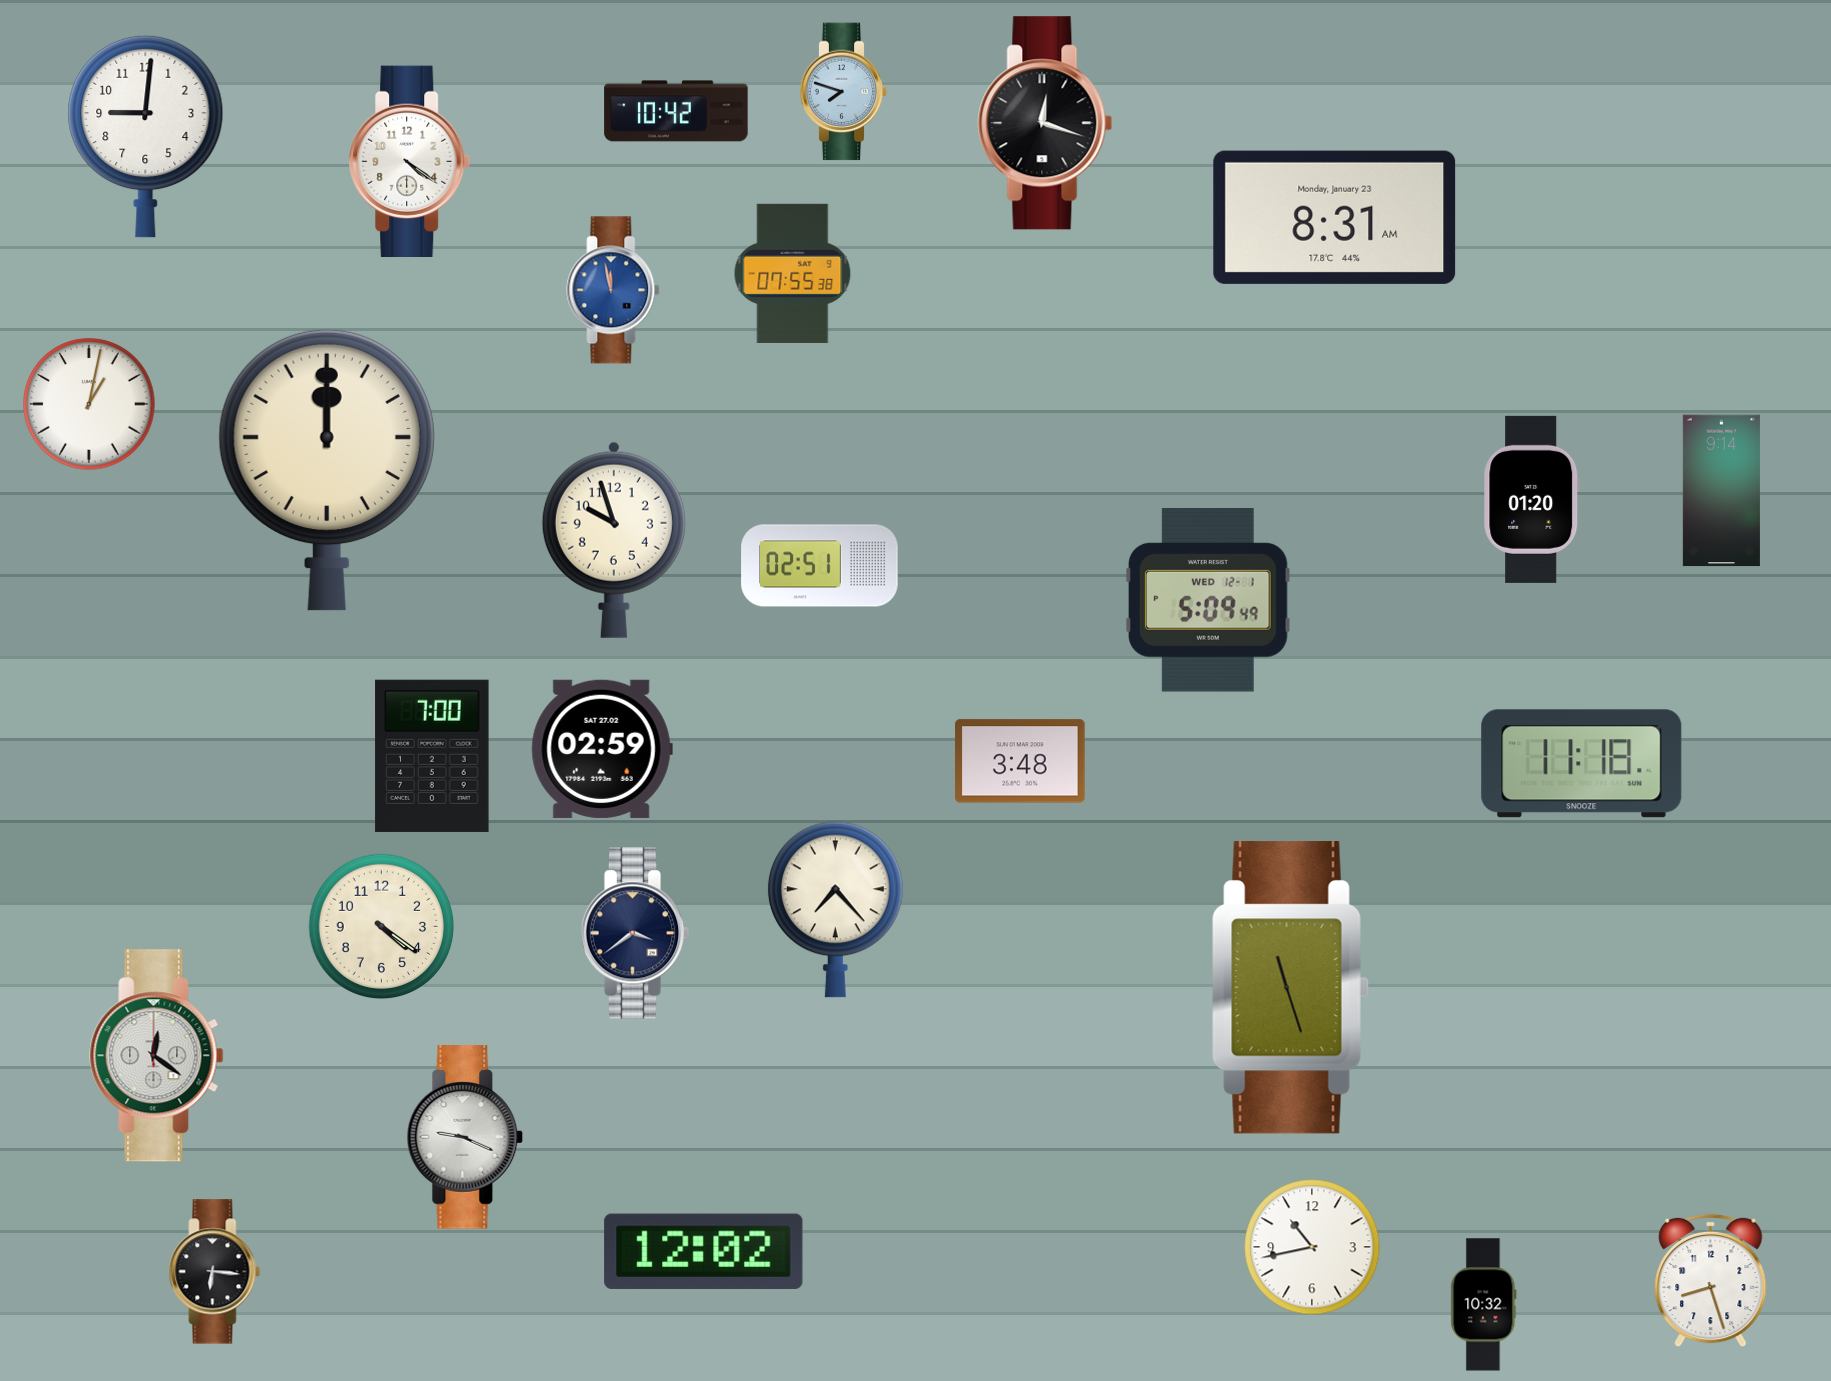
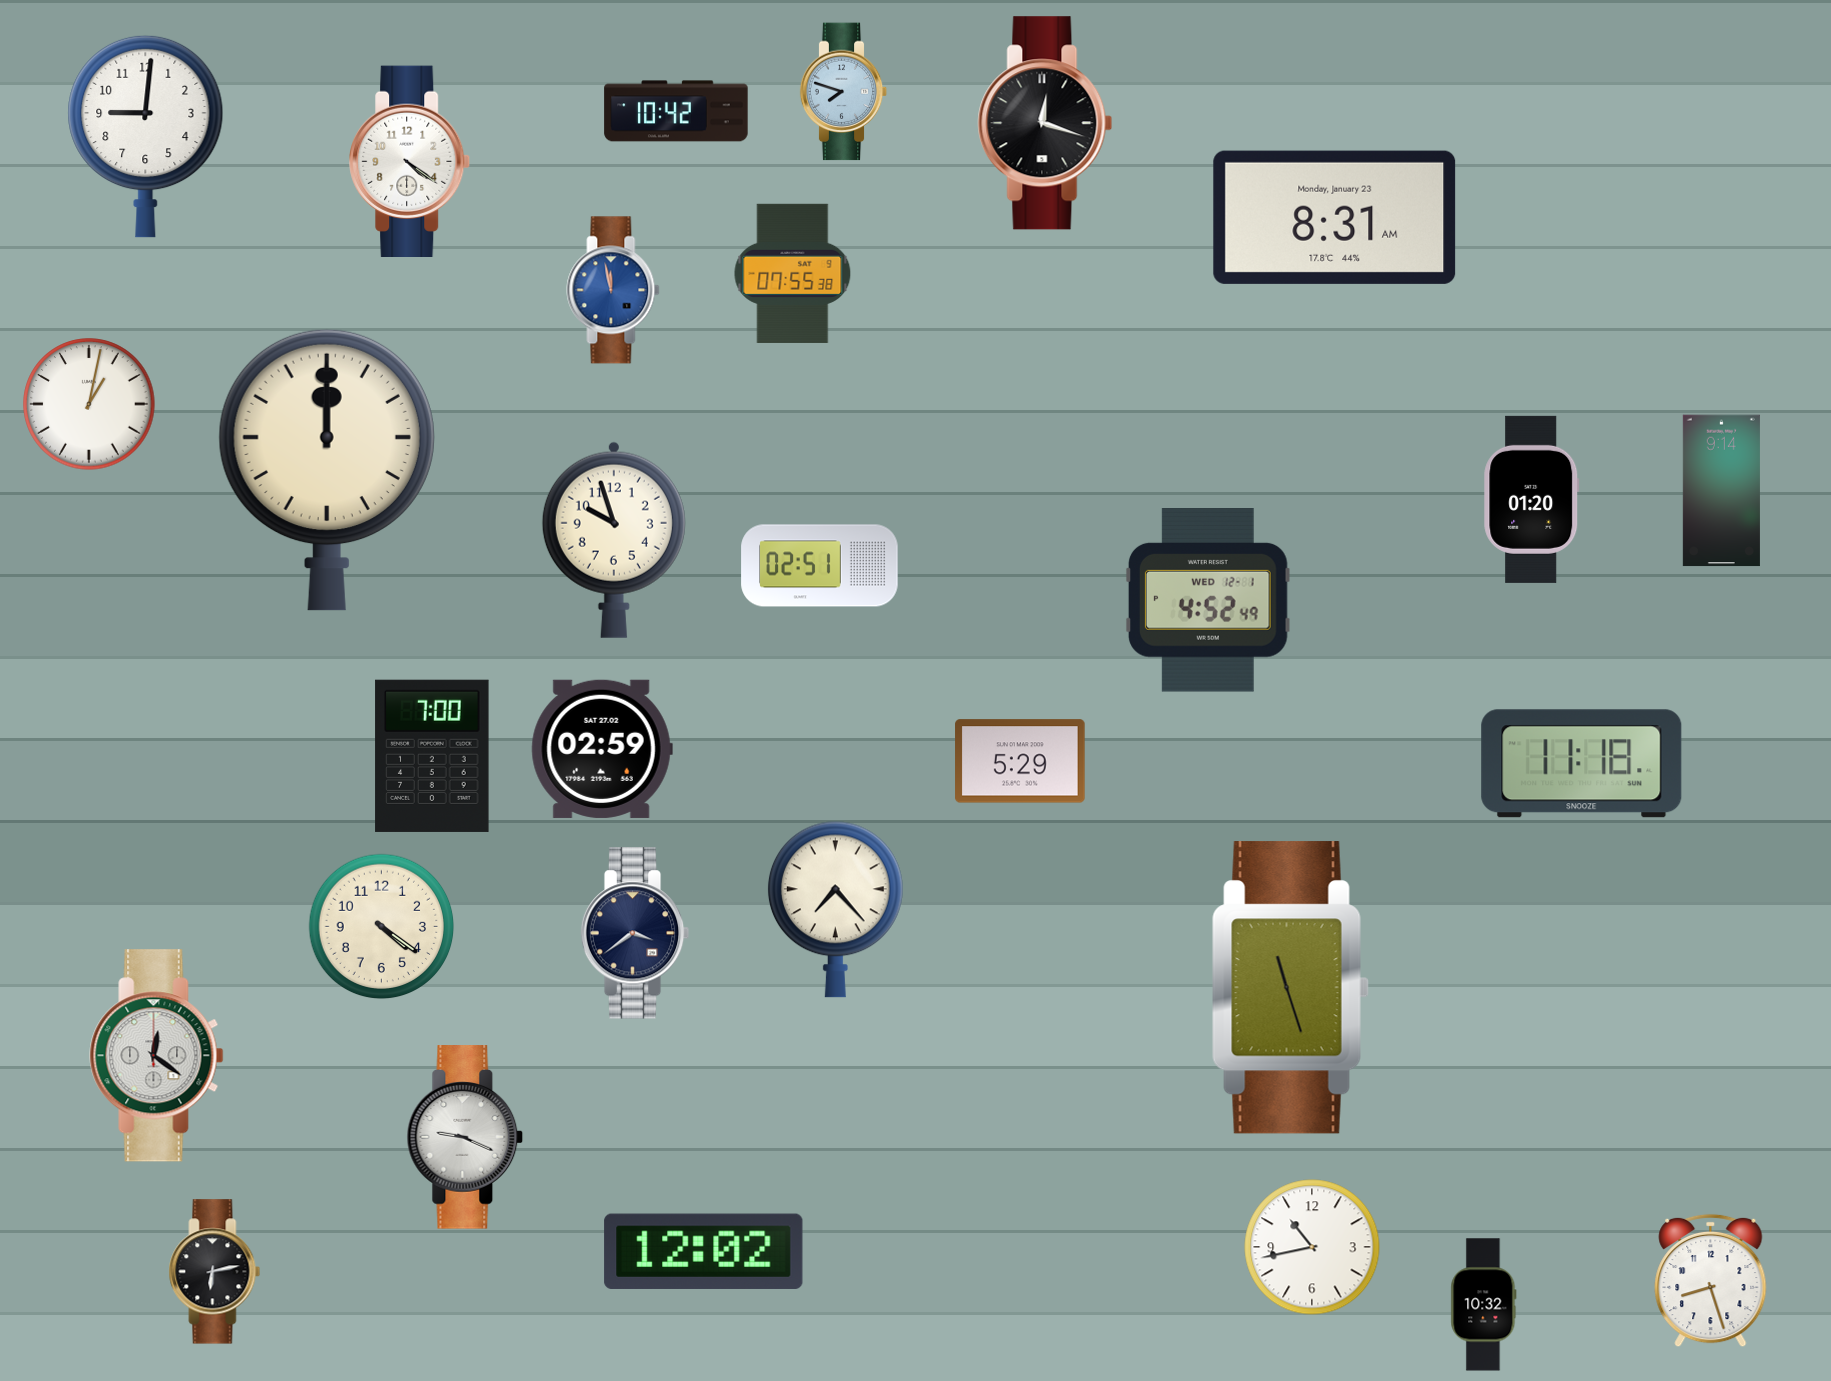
clock at (1209, 601): 5:09 -> 4:52
clock at (1020, 761): 3:48 -> 5:29
clock at (215, 1272): 6:16 -> 6:13
